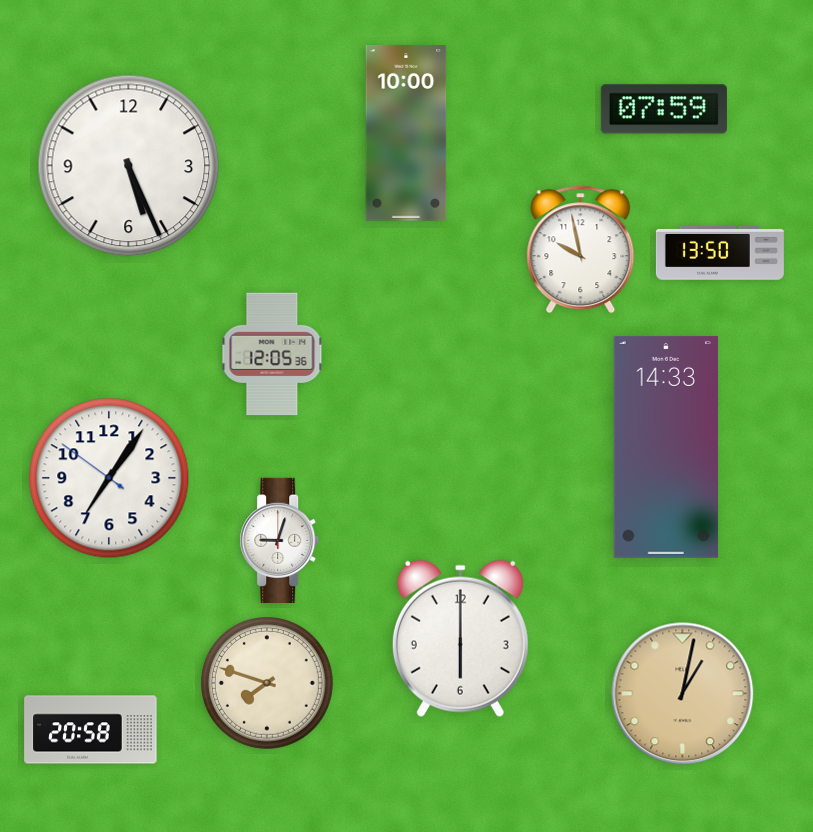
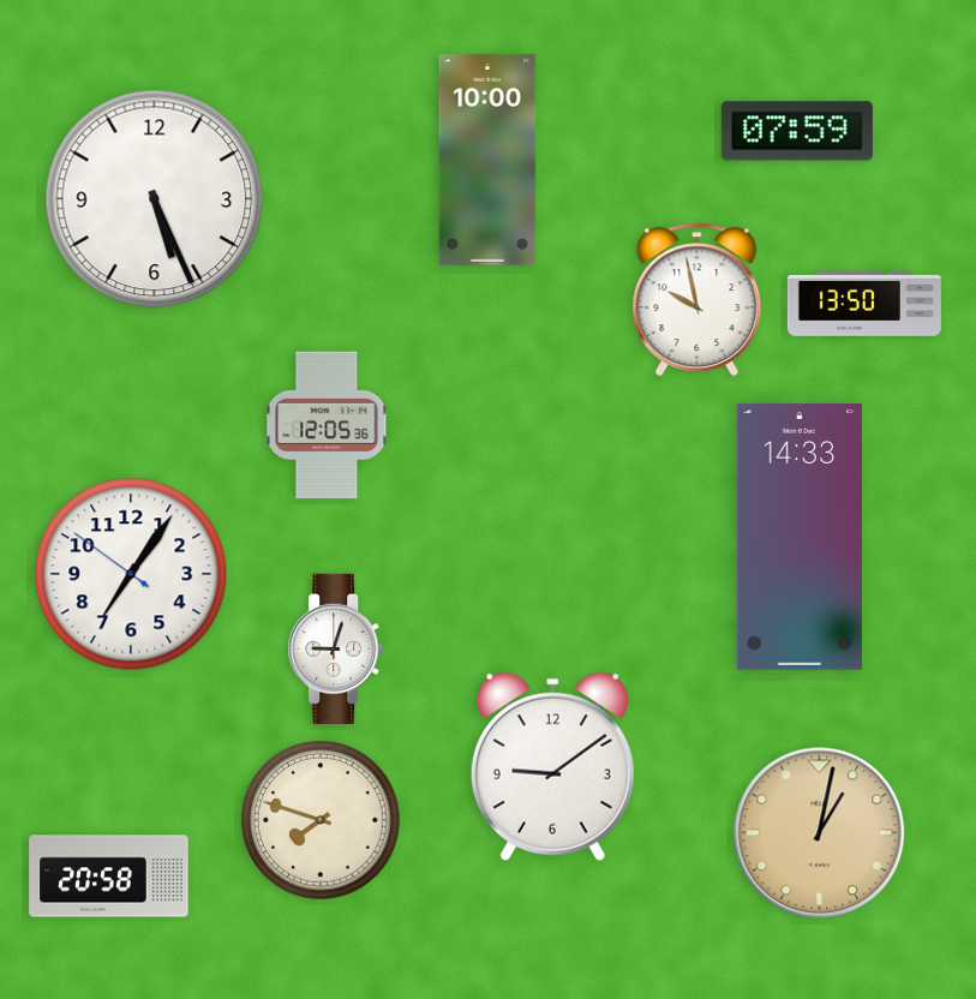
clock at (460, 638): 6:00 -> 9:09
